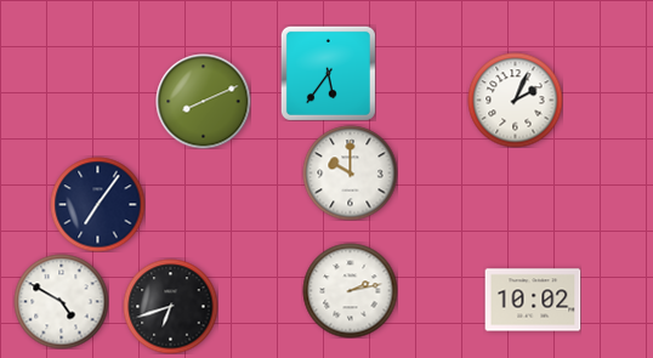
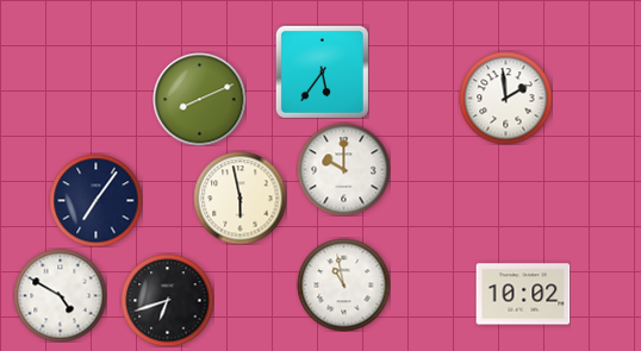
clock at (515, 100): 2:04 -> 1:59
clock at (239, 198): none -> 5:58
clock at (350, 290): 2:13 -> 10:58
